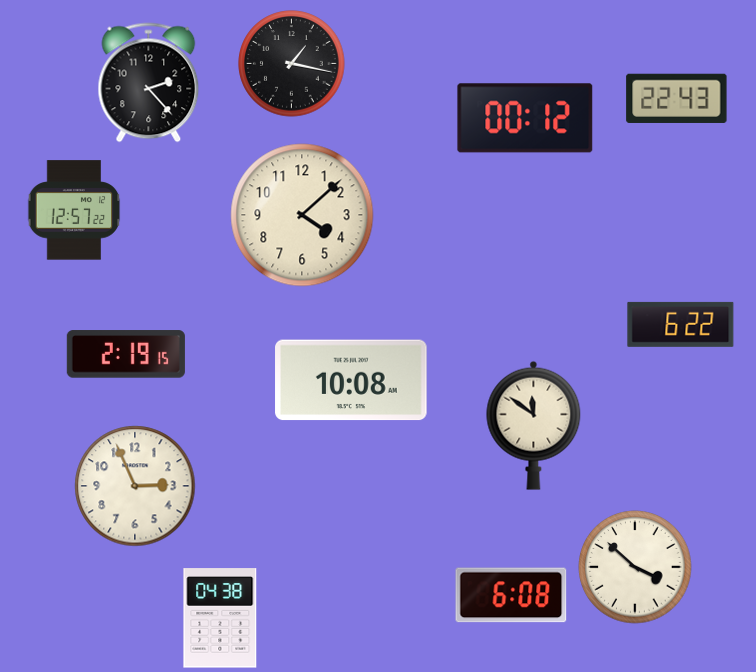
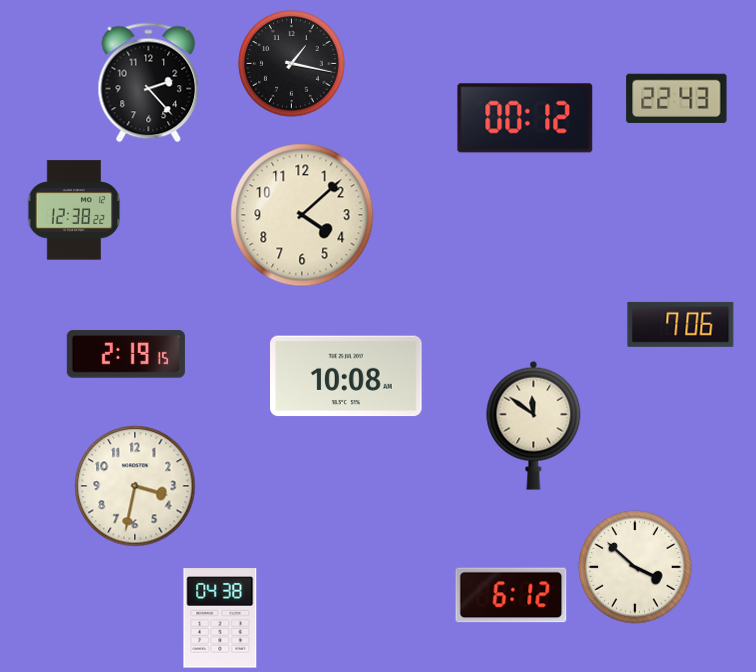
clock at (74, 210): 12:57 -> 12:38
clock at (681, 324): 6:22 -> 7:06
clock at (351, 380) position: (351, 380) -> (346, 376)
clock at (135, 486): 2:56 -> 3:32
clock at (511, 595): 6:08 -> 6:12
